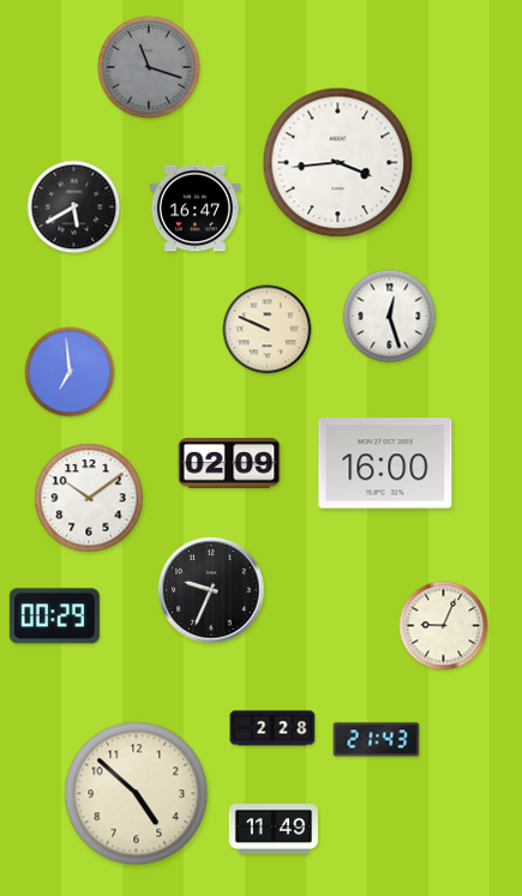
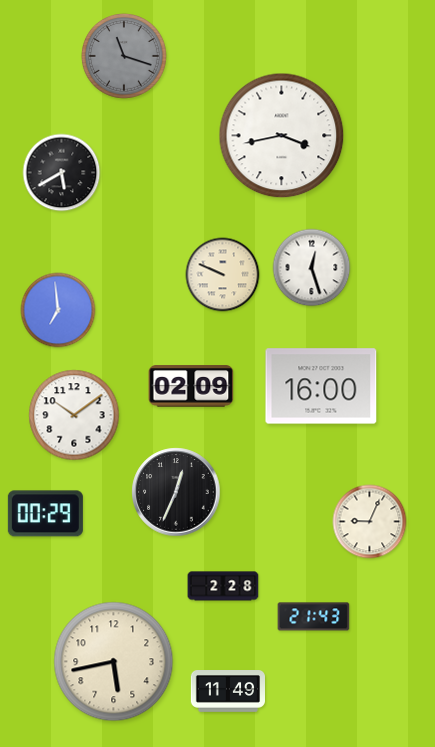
clock at (338, 163): 3:44 -> 3:43
clock at (194, 209): 16:47 -> none
clock at (390, 317) position: (390, 317) -> (312, 268)
clock at (211, 590): 9:34 -> 12:34
clock at (272, 728) position: (272, 728) -> (223, 586)
clock at (137, 794): 4:52 -> 5:43
